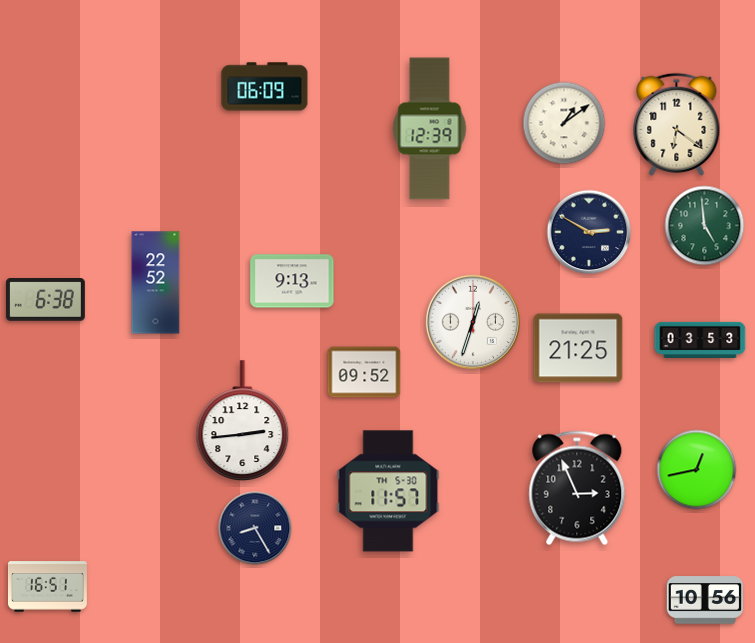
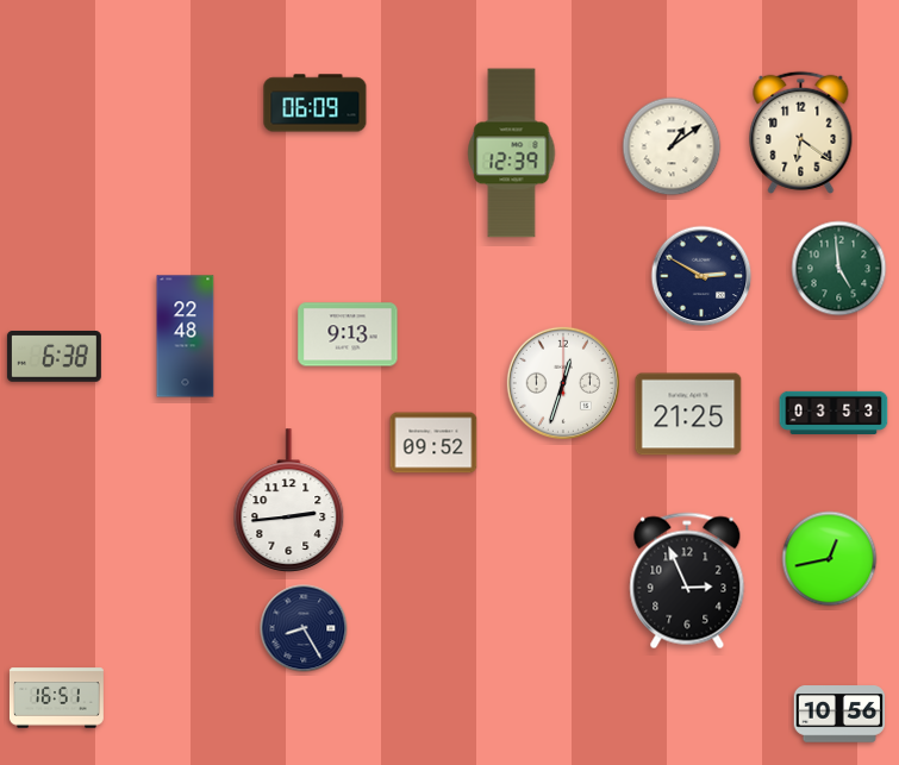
clock at (677, 124) position: (677, 124) -> (801, 132)
clock at (156, 283): 22:52 -> 22:48
clock at (700, 339) position: (700, 339) -> (834, 412)
clock at (388, 491): 11:57 -> none
